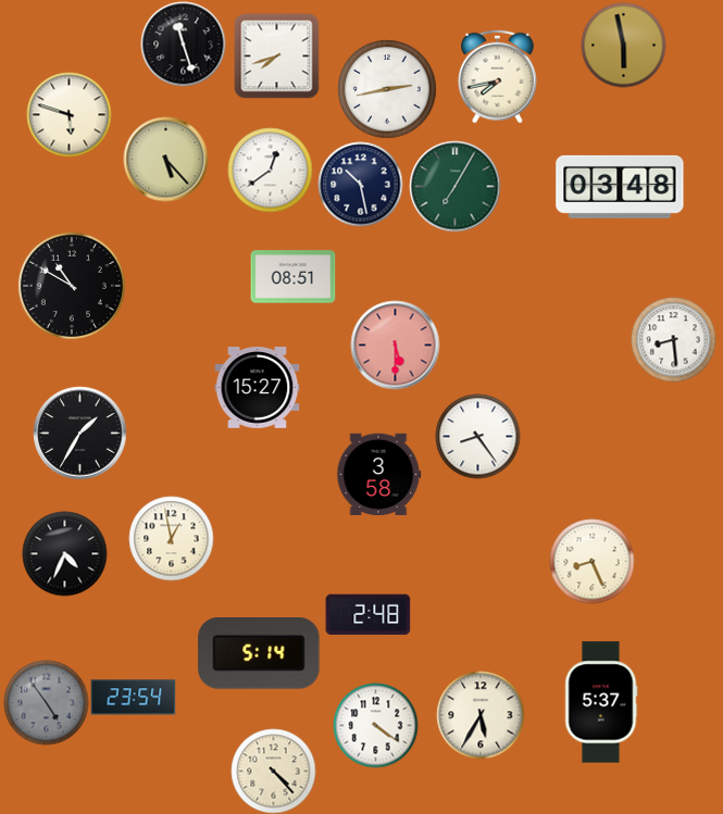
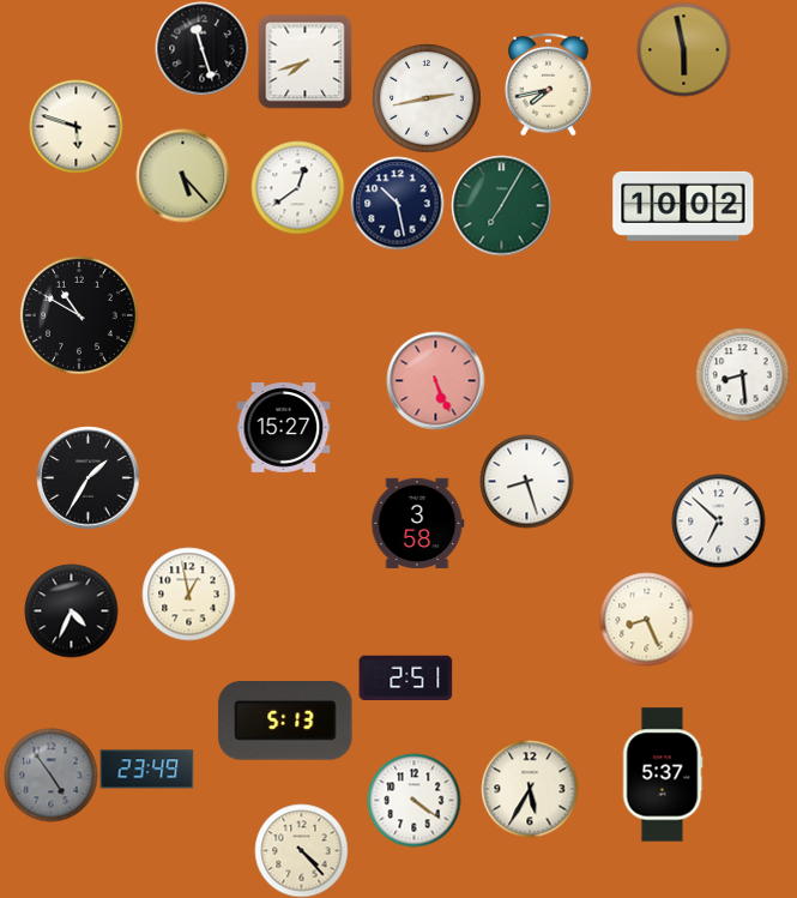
clock at (623, 45) position: (623, 45) -> (683, 49)
clock at (620, 187): 03:48 -> 10:02
clock at (292, 277): 08:51 -> none
clock at (395, 345): 5:30 -> 5:26
clock at (477, 436): 8:24 -> 8:27
clock at (718, 520): none -> 6:52
clock at (591, 561) position: (591, 561) -> (646, 619)
clock at (367, 615): 2:48 -> 2:51
clock at (259, 654): 5:14 -> 5:13
clock at (133, 698): 23:54 -> 23:49
